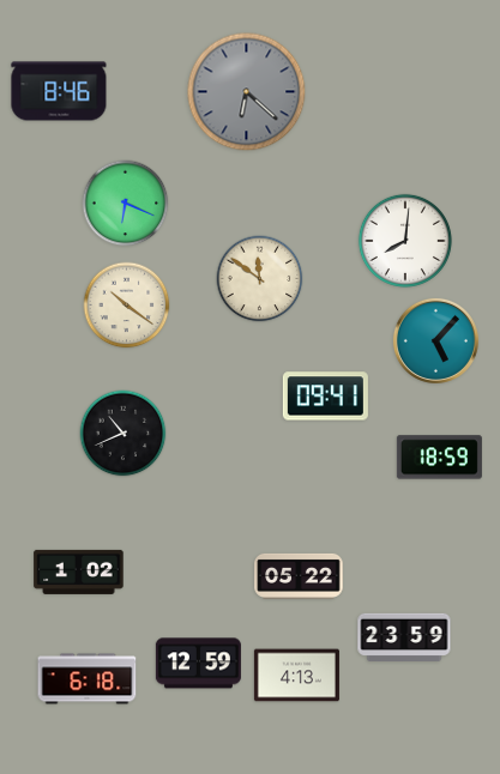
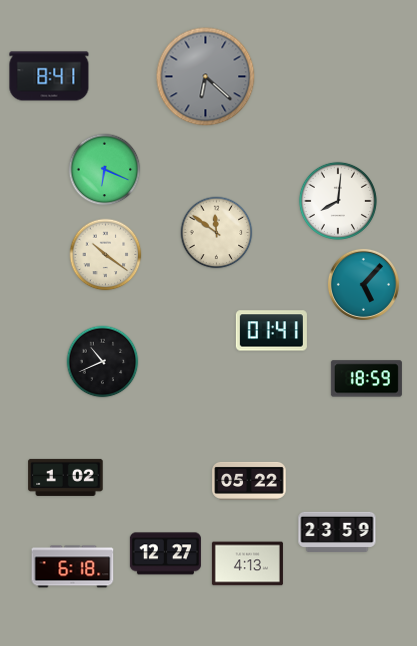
clock at (59, 91): 8:46 -> 8:41
clock at (325, 397): 09:41 -> 01:41
clock at (439, 458) position: (439, 458) -> (366, 379)
clock at (198, 664): 12:59 -> 12:27
